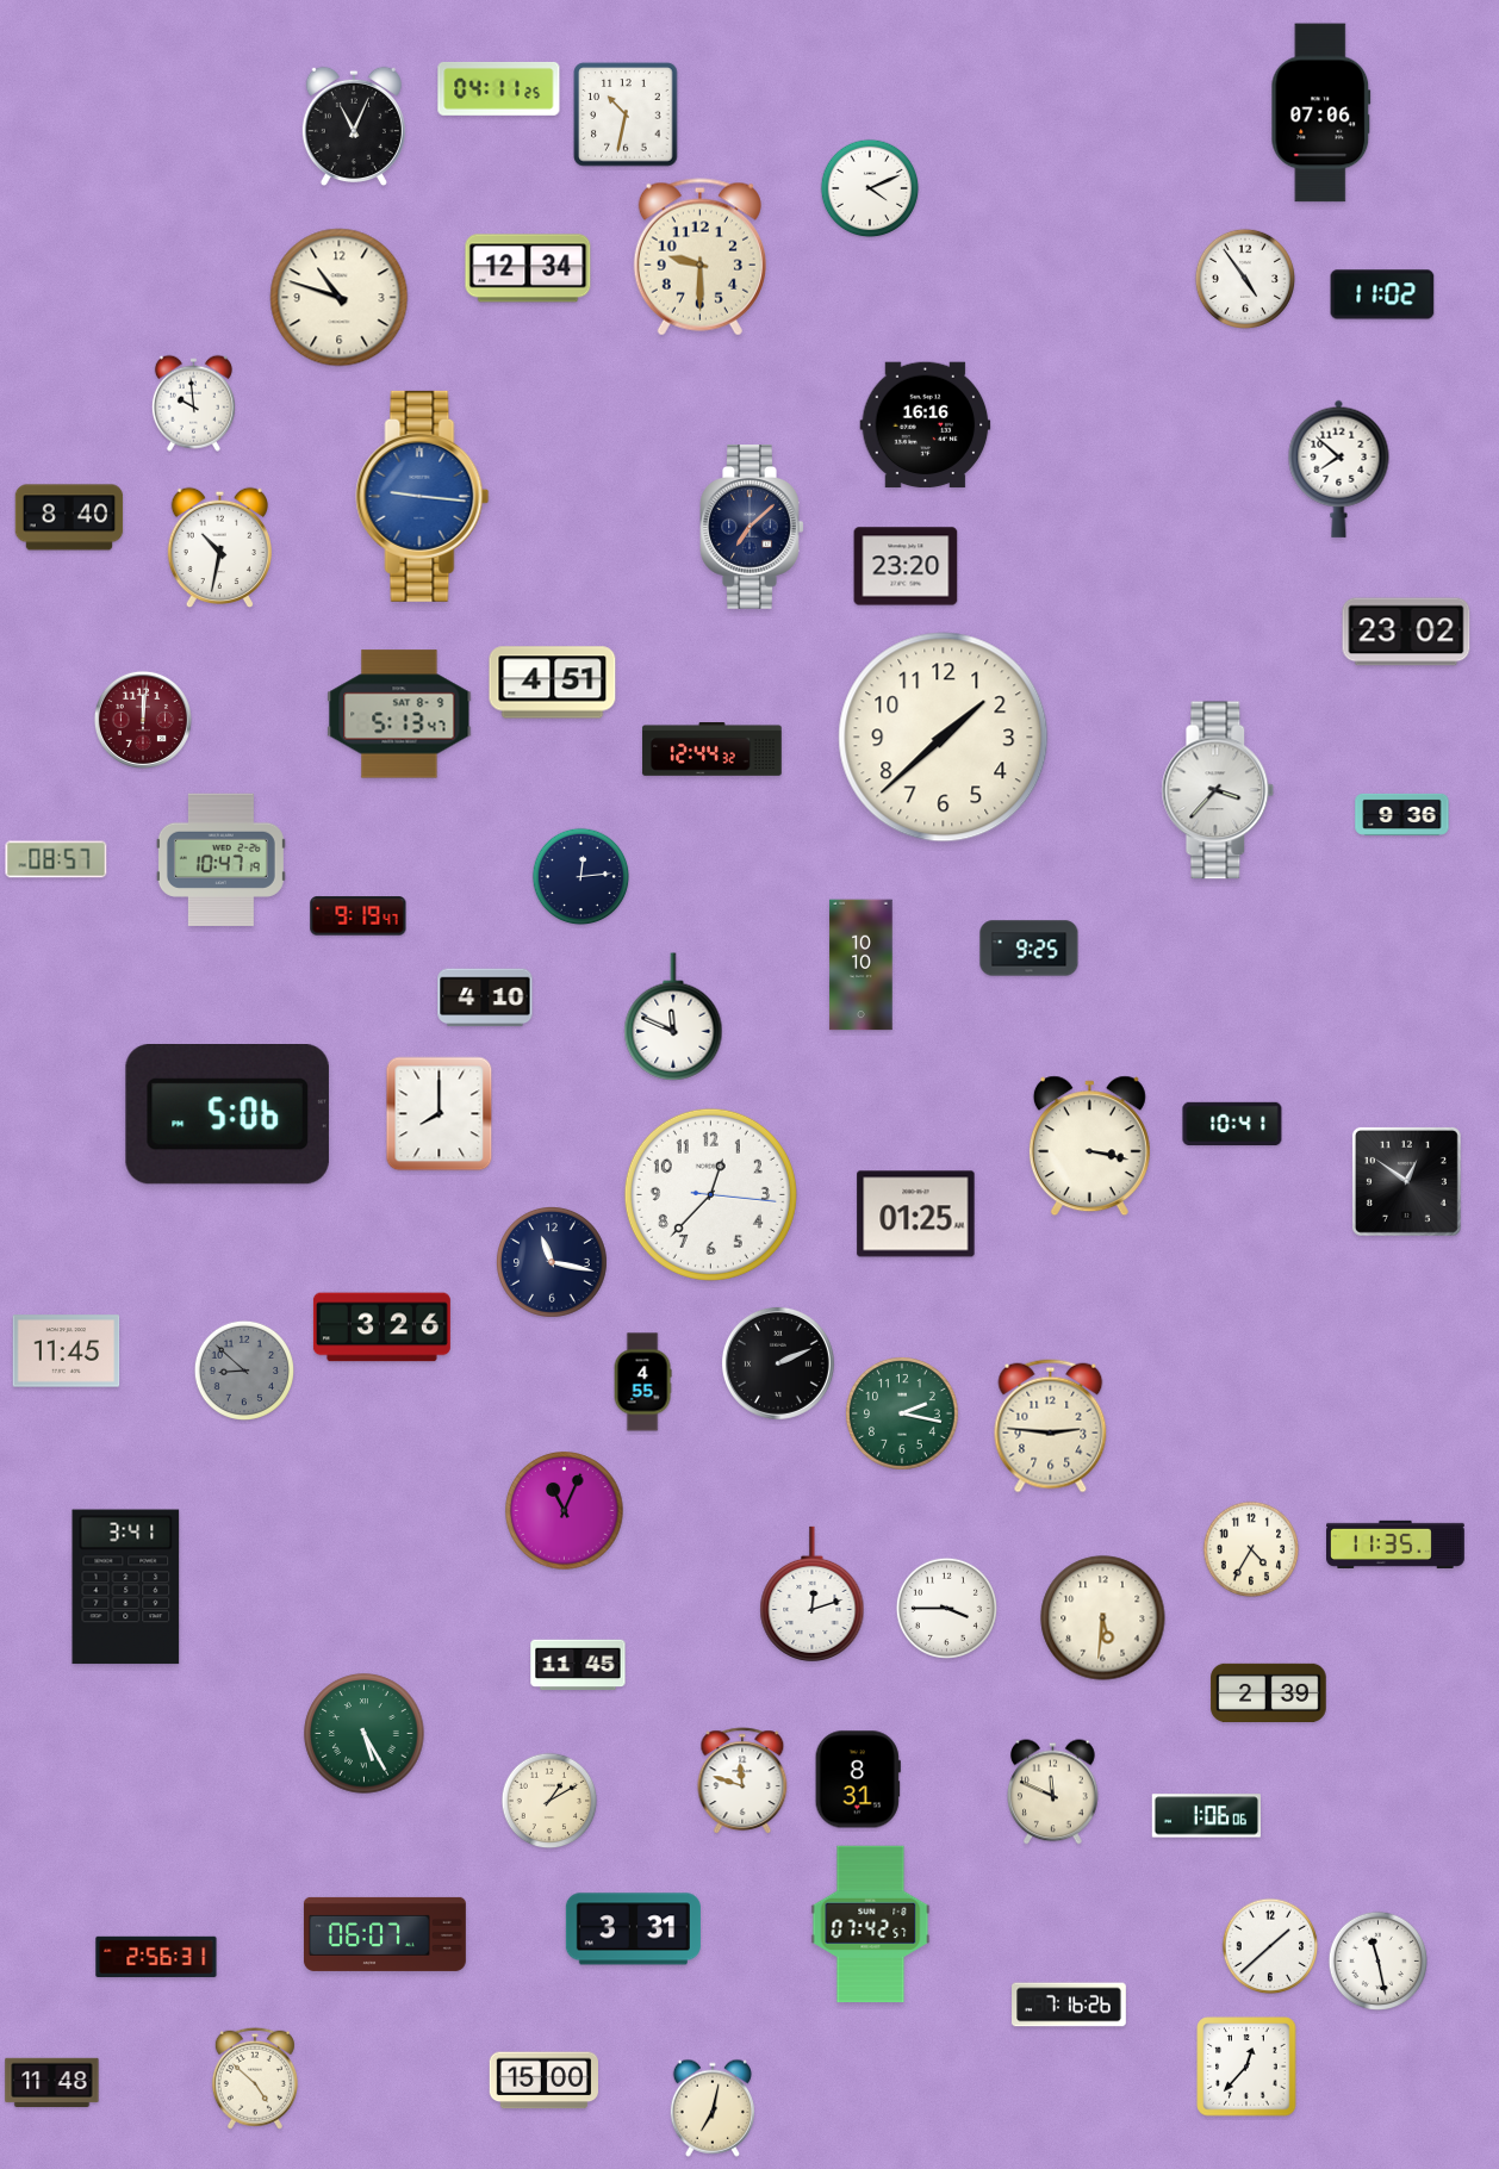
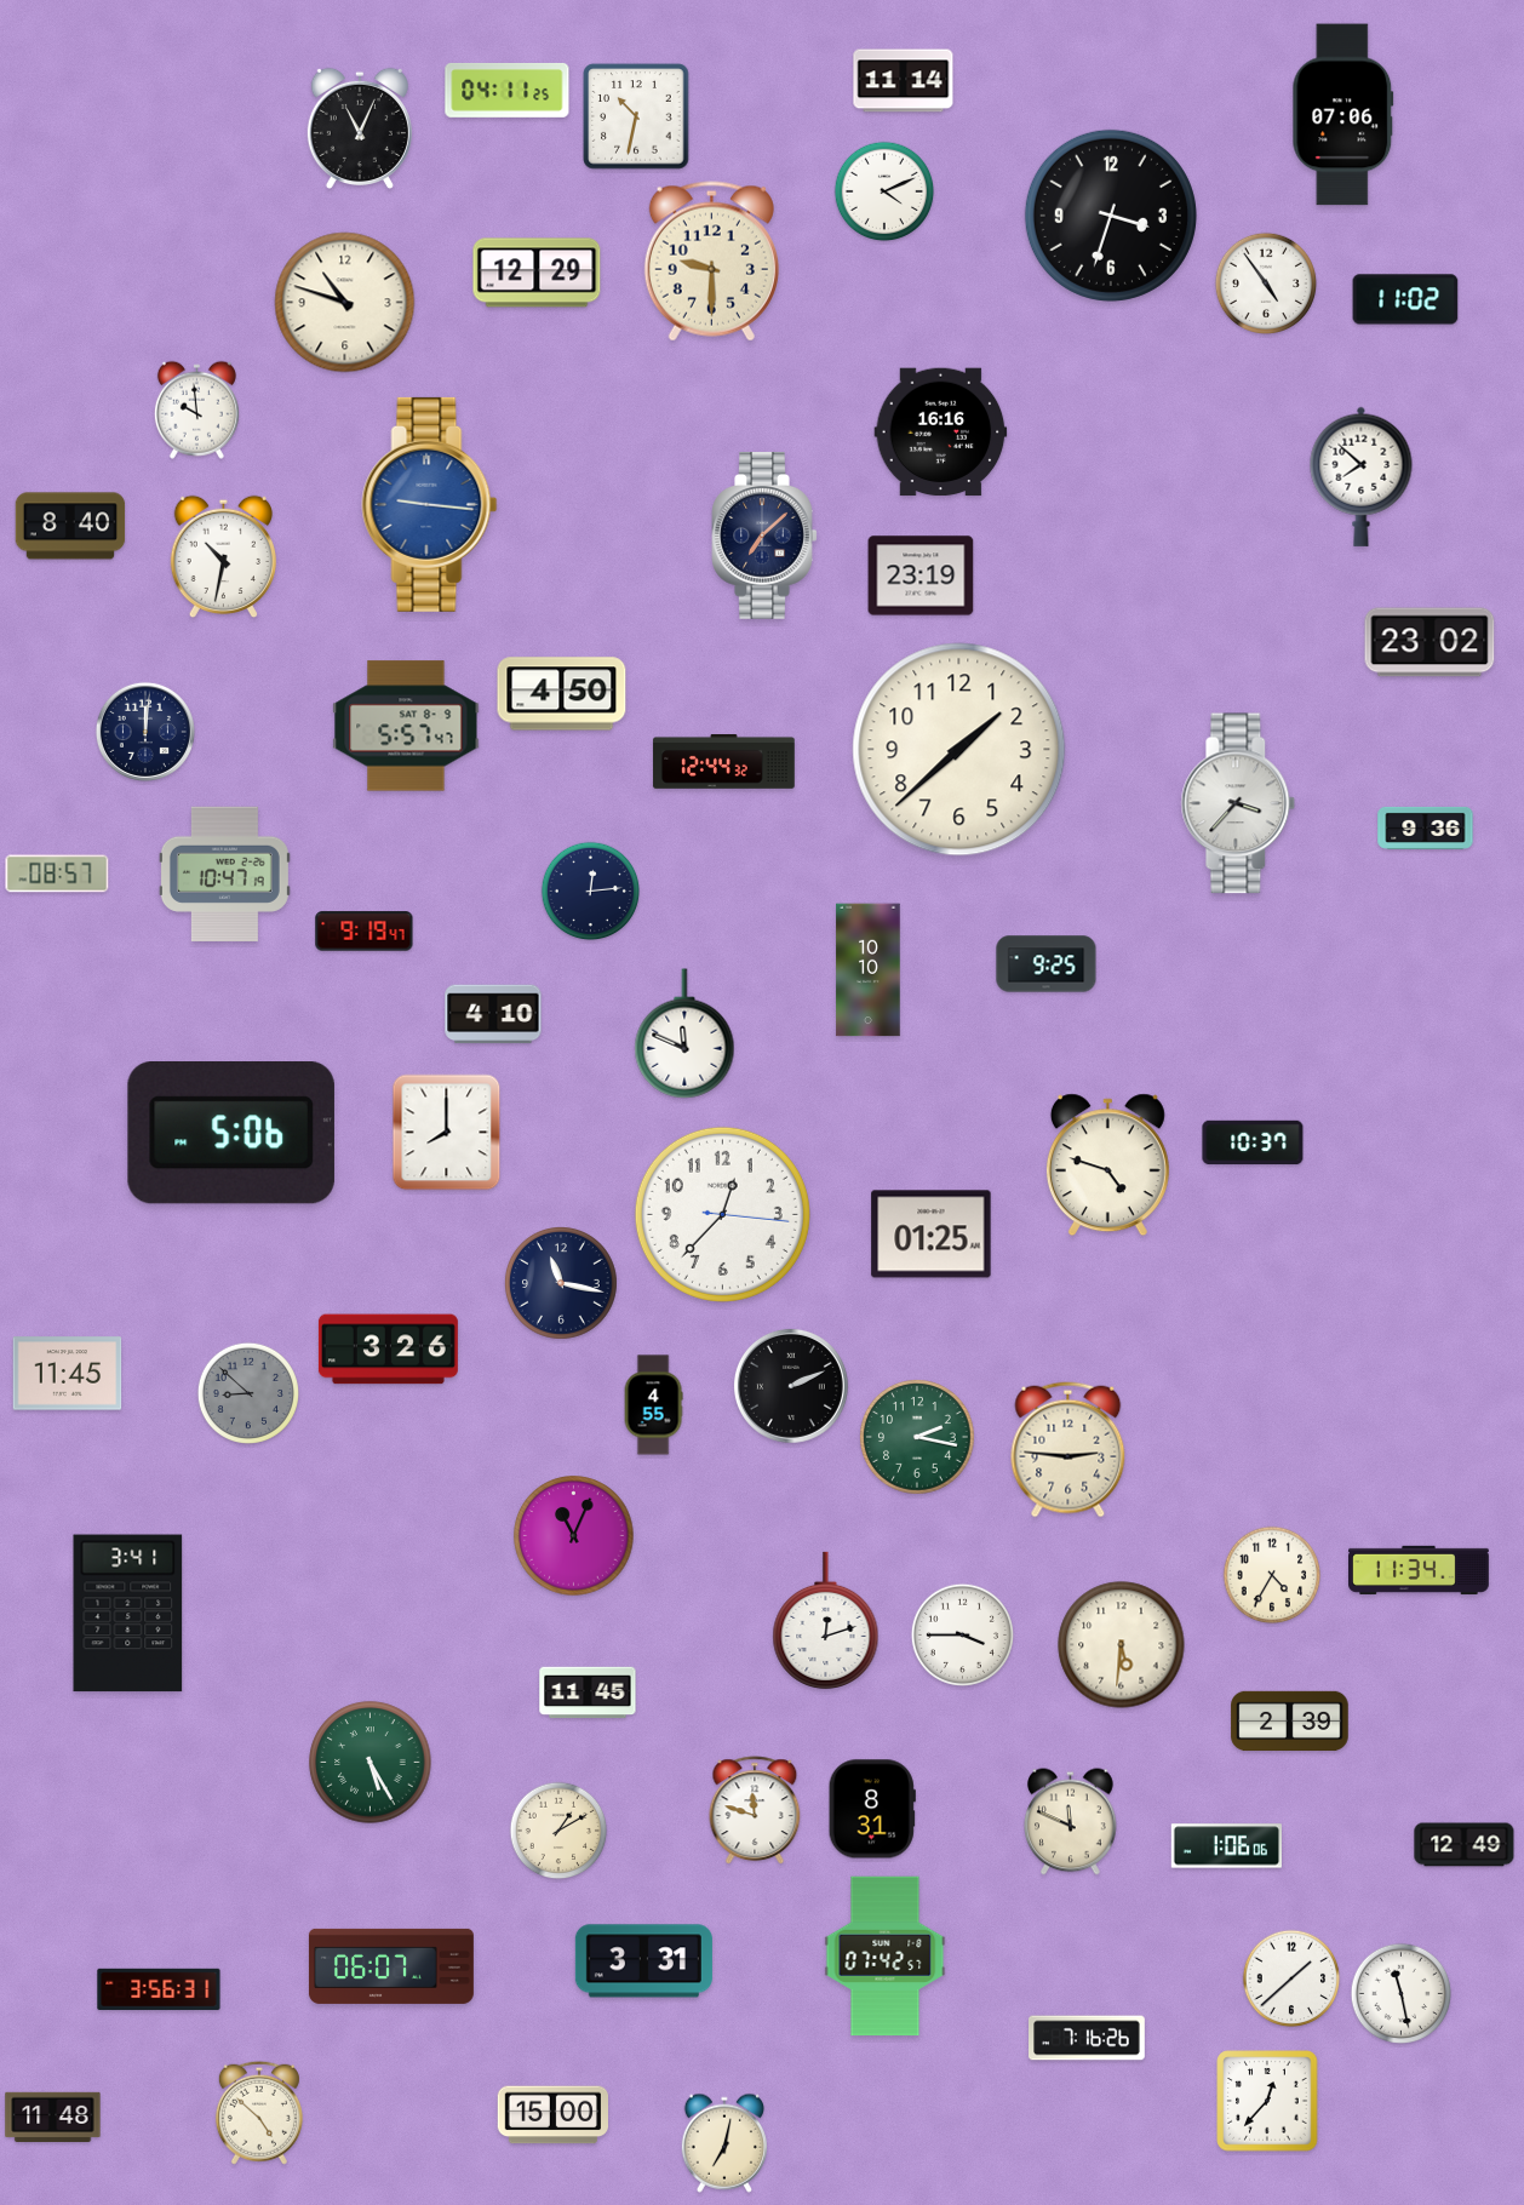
clock at (904, 81): none -> 11:14
clock at (1111, 216): none -> 3:33
clock at (528, 268): 12:34 -> 12:29
clock at (906, 566): 23:20 -> 23:19
clock at (553, 683): 4:51 -> 4:50
clock at (399, 714): 5:13 -> 5:57
clock at (143, 720) dial: burgundy -> navy
clock at (862, 965) position: (862, 965) -> (869, 970)
clock at (1232, 1124): 10:41 -> 10:37
clock at (1089, 1146): 3:17 -> 4:48
clock at (1406, 1181): 12:51 -> none
clock at (1397, 1545): 11:35 -> 11:34
clock at (1465, 1845): none -> 12:49
clock at (156, 1957): 2:56 -> 3:56
